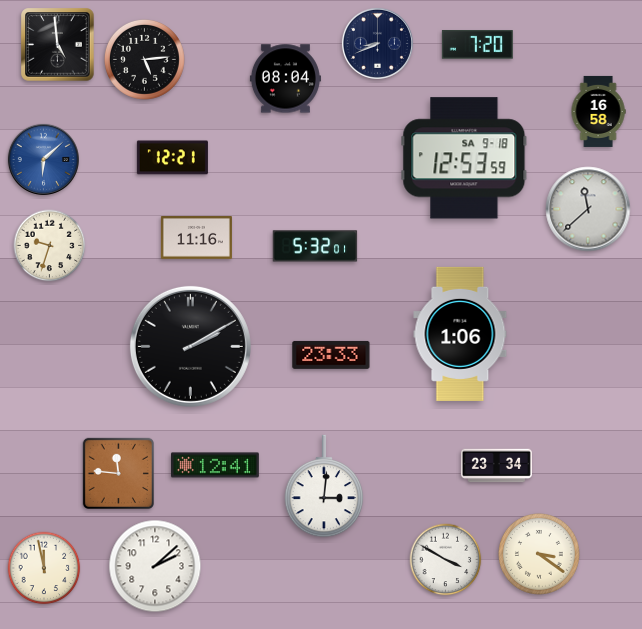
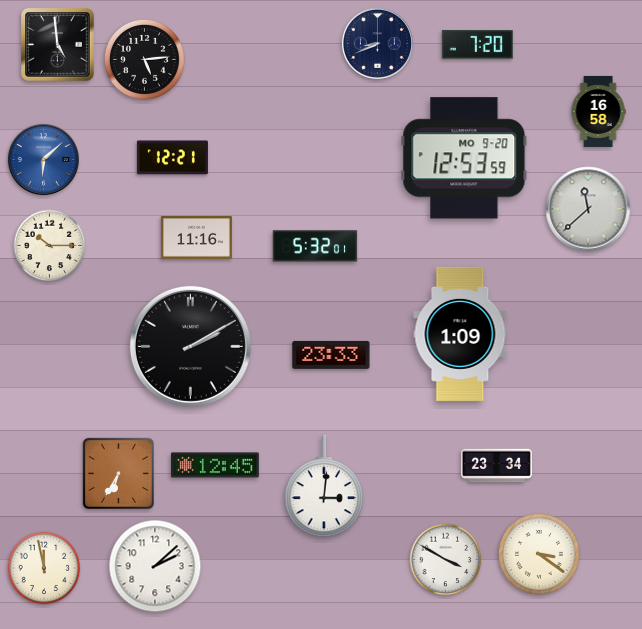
clock at (285, 79): 08:04 -> none
clock at (464, 158) date: SA 9-18 -> MO 9-20
clock at (50, 246): 9:33 -> 10:15
clock at (460, 334): 1:06 -> 1:09
clock at (215, 465): 12:41 -> 12:45
clock at (118, 473): 11:46 -> 6:35
